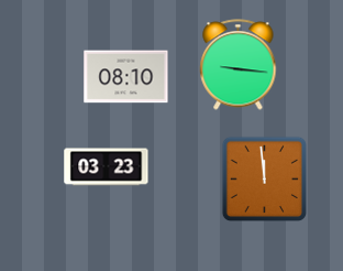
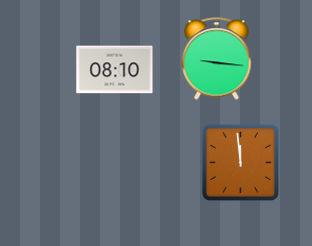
clock at (107, 167): 03:23 -> none
